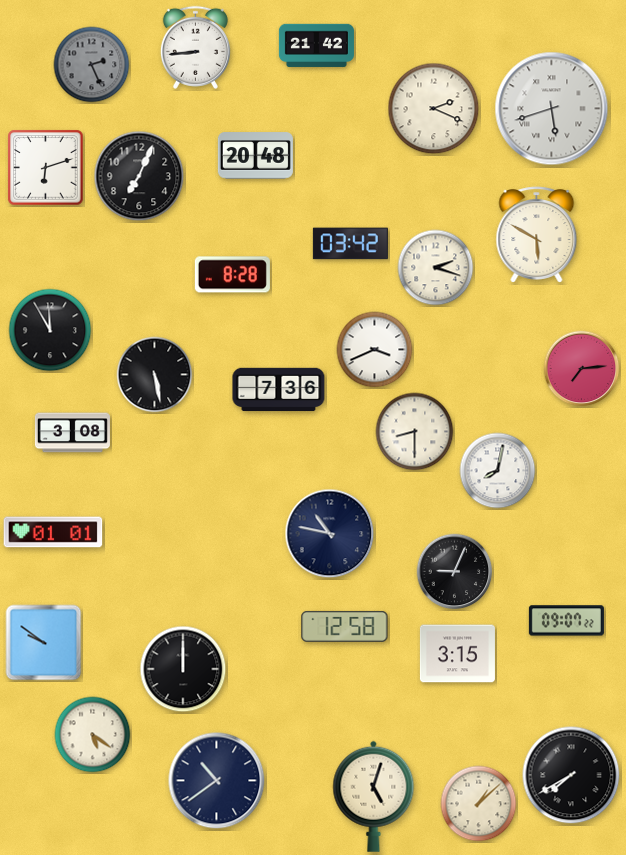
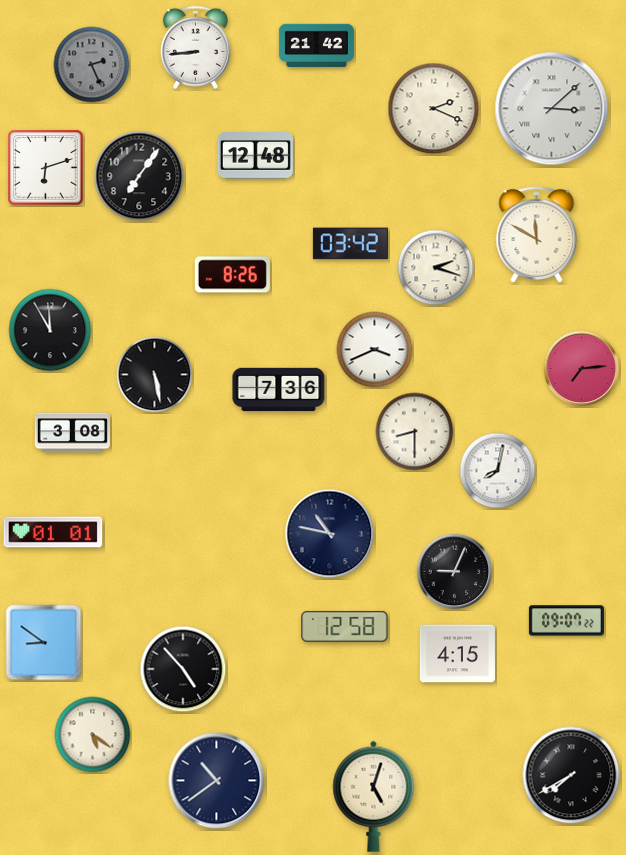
clock at (552, 109): 5:42 -> 3:08
clock at (255, 156): 20:48 -> 12:48
clock at (139, 176): 7:04 -> 7:06
clock at (537, 235): 5:50 -> 11:50
clock at (232, 275): 8:28 -> 8:26
clock at (44, 643): 9:51 -> 8:51
clock at (457, 654): 3:15 -> 4:15
clock at (183, 669): 12:00 -> 4:53
clock at (479, 804): 1:08 -> none
